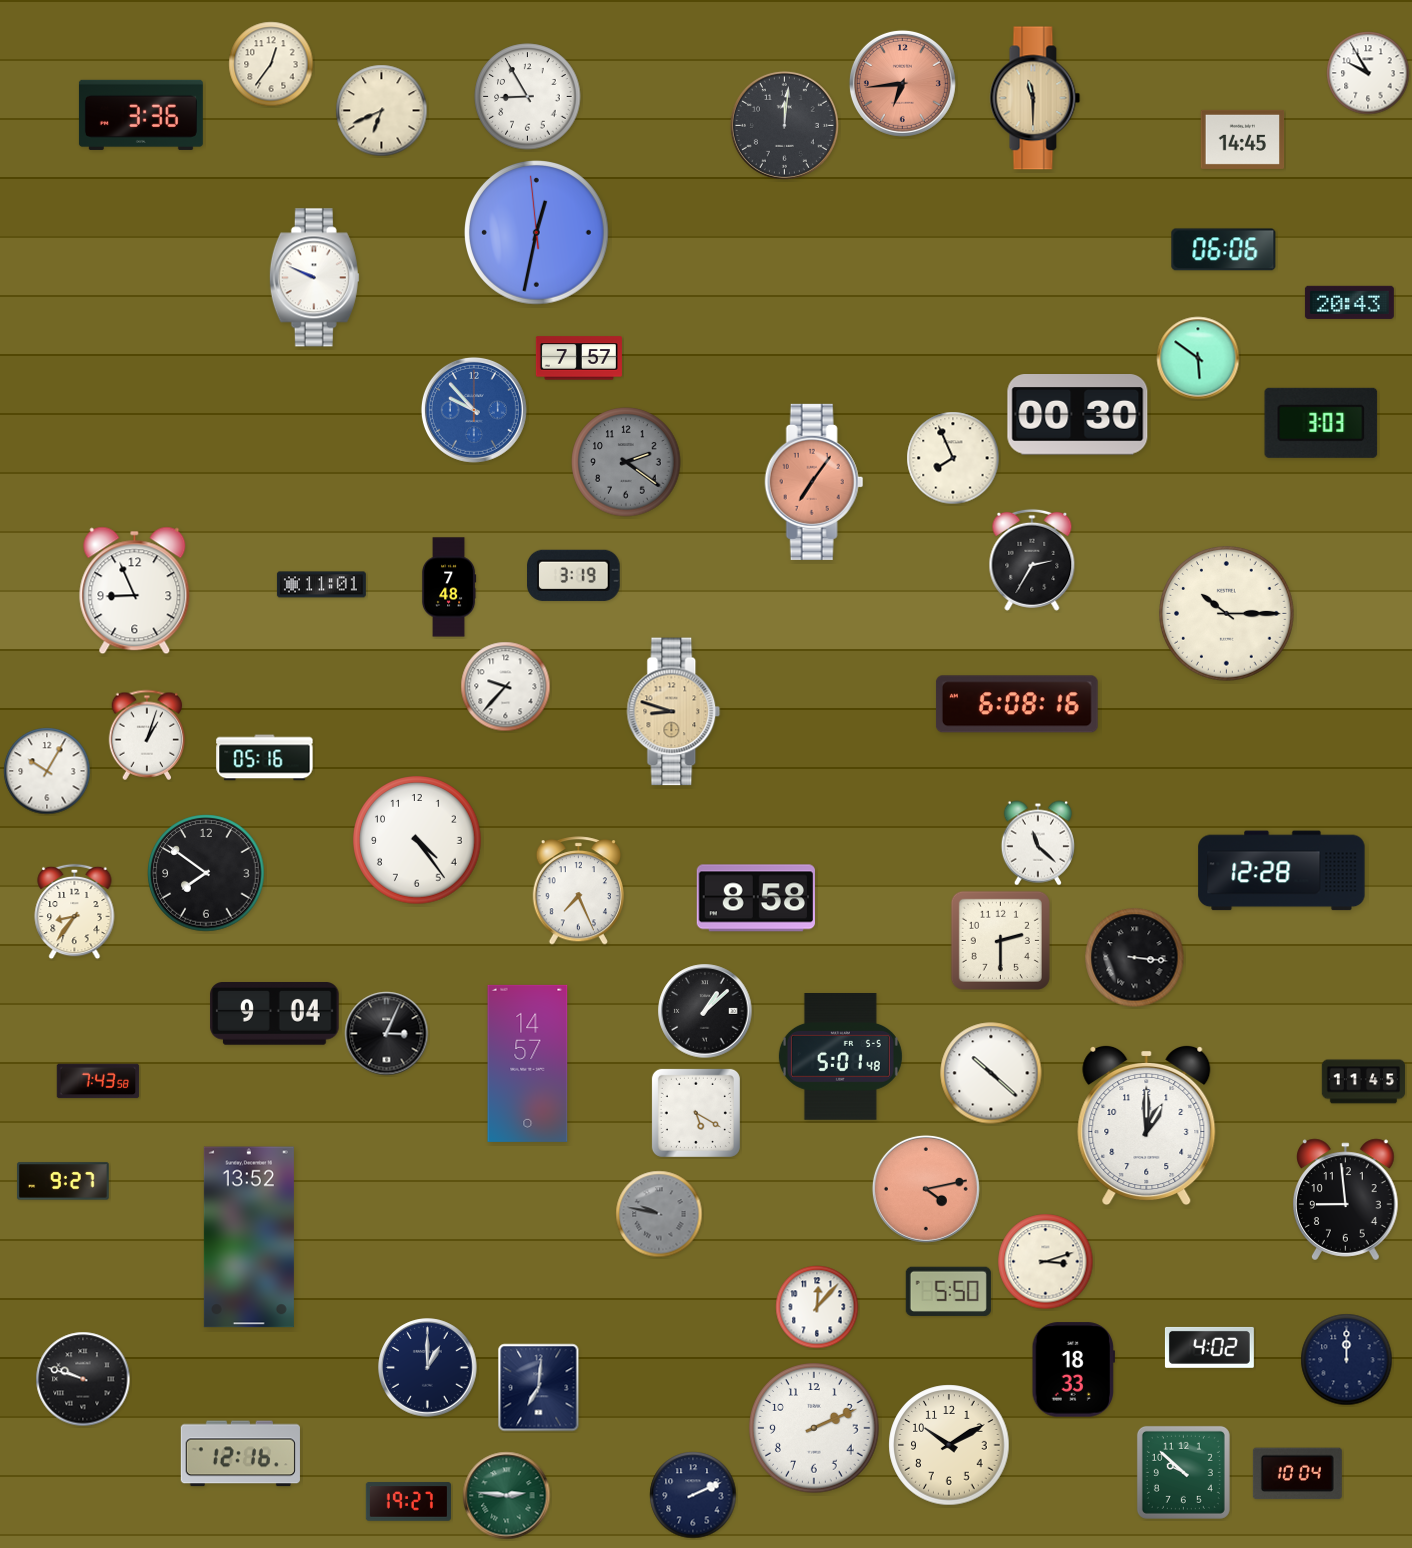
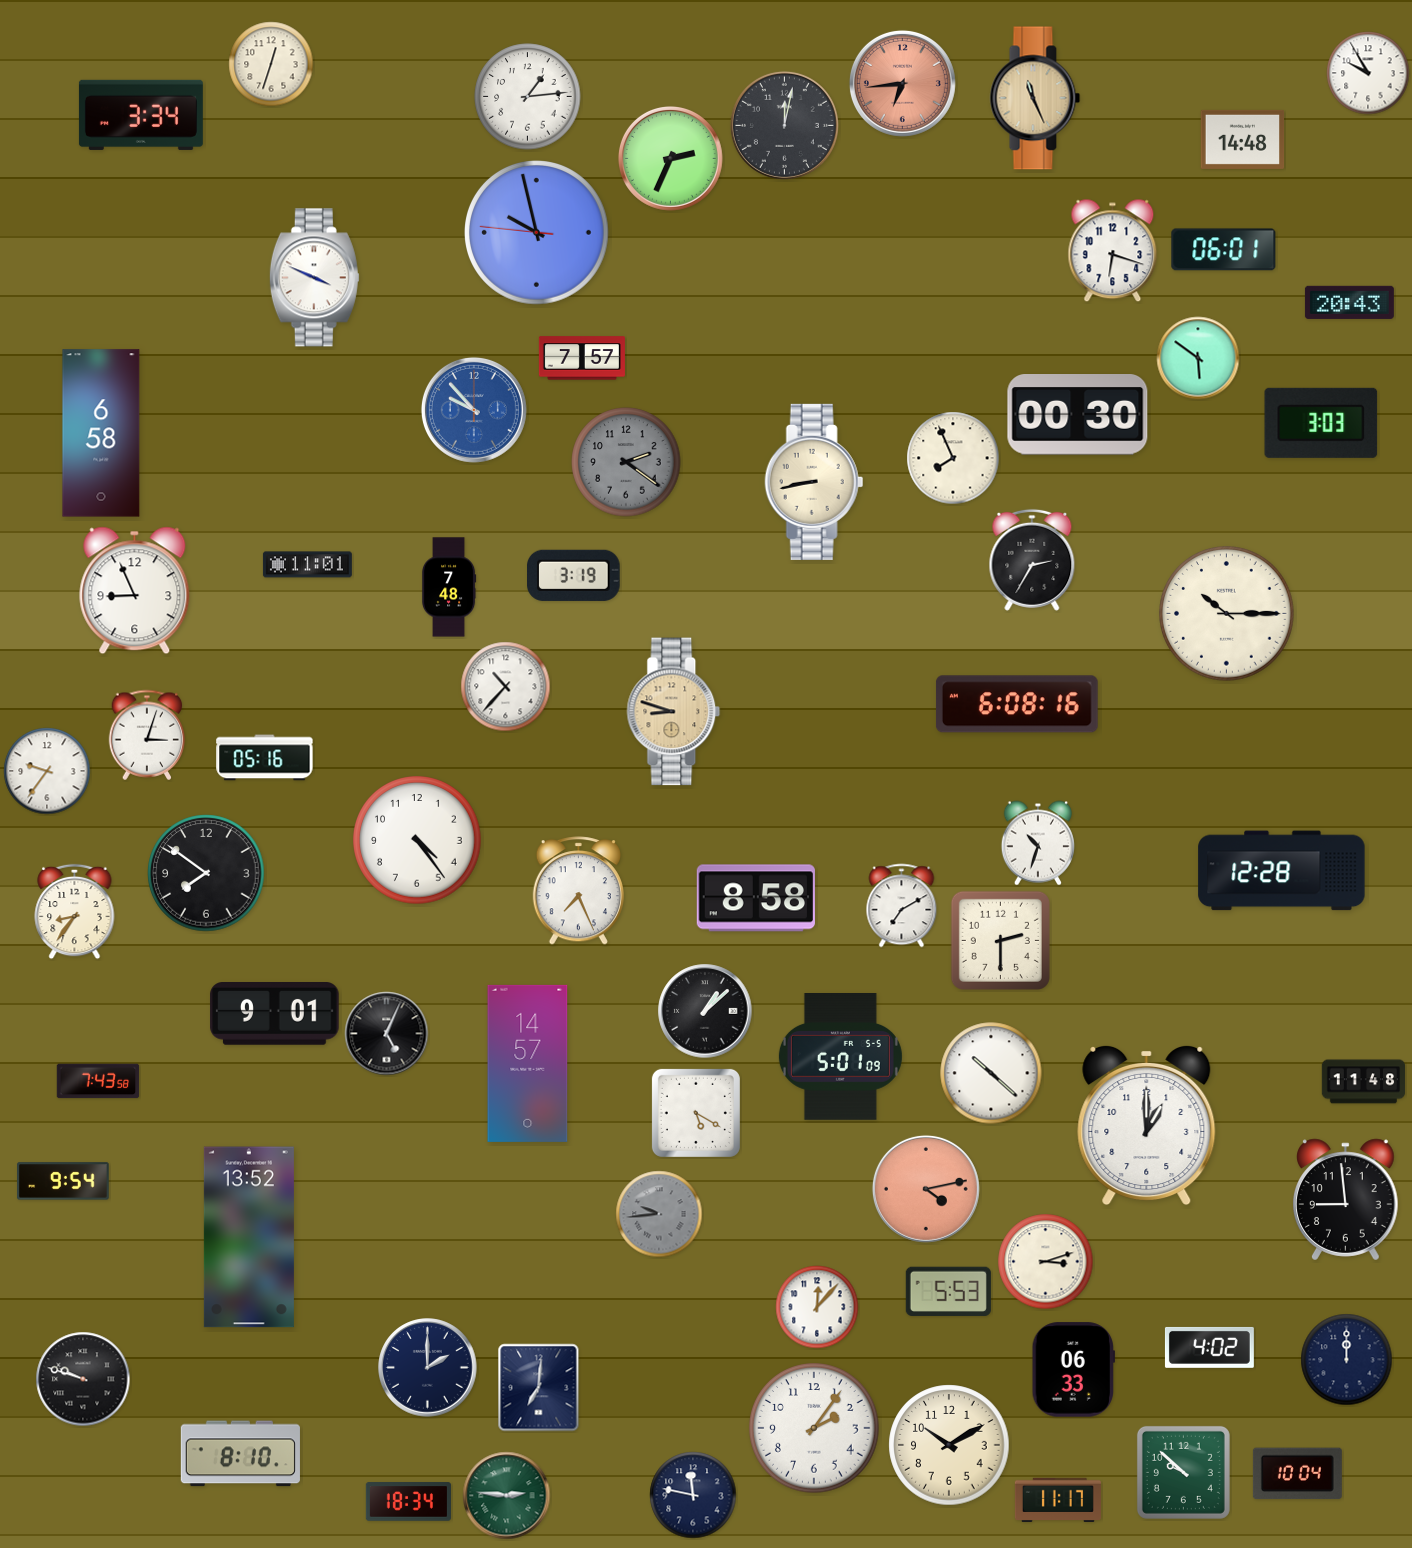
clock at (271, 64): 12:36 -> 12:33
clock at (528, 97): 8:55 -> 1:14
clock at (1035, 98): 11:30 -> 11:26
clock at (382, 111): 6:41 -> none
clock at (141, 115): 3:36 -> 3:34
clock at (784, 125): 12:01 -> 12:02
clock at (1243, 139): 14:45 -> 14:48
clock at (670, 158): none -> 2:34
clock at (537, 233): 12:31 -> 9:57
clock at (1224, 250): 06:06 -> 06:01
clock at (1113, 251): none -> 6:18
clock at (314, 278): 9:49 -> 3:49
clock at (579, 358) position: (579, 358) -> (582, 358)
clock at (101, 433): none -> 6:58
clock at (814, 482): 7:06 -> 8:43
clock at (814, 482) dial: salmon -> cream
clock at (321, 585) position: (321, 585) -> (307, 565)
clock at (506, 687): 9:37 -> 10:37
clock at (147, 735): 1:03 -> 3:03
clock at (47, 771): 10:05 -> 9:36
clock at (1038, 843): 11:22 -> 10:33
clock at (902, 906): none -> 7:10
clock at (1135, 958): 3:16 -> none
clock at (275, 1014): 9:04 -> 9:01
clock at (387, 1034): 3:04 -> 5:04
clock at (840, 1057): 5:01:48 -> 5:01:09
clock at (1364, 1082): 11:45 -> 11:48
clock at (64, 1181): 9:27 -> 9:54
clock at (659, 1214): 9:47 -> 9:44
clock at (948, 1291): 5:50 -> 5:53
clock at (428, 1368): 1:00 -> 2:00
clock at (1073, 1370): 18:33 -> 06:33
clock at (814, 1428): 2:11 -> 2:06
clock at (240, 1454): 12:16 -> 8:10
clock at (693, 1495): 2:11 -> 11:47
clock at (1058, 1499): none -> 11:17
clock at (408, 1502): 19:27 -> 18:34
